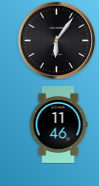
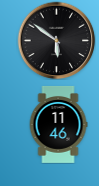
clock at (56, 40): 6:06 -> 5:51
